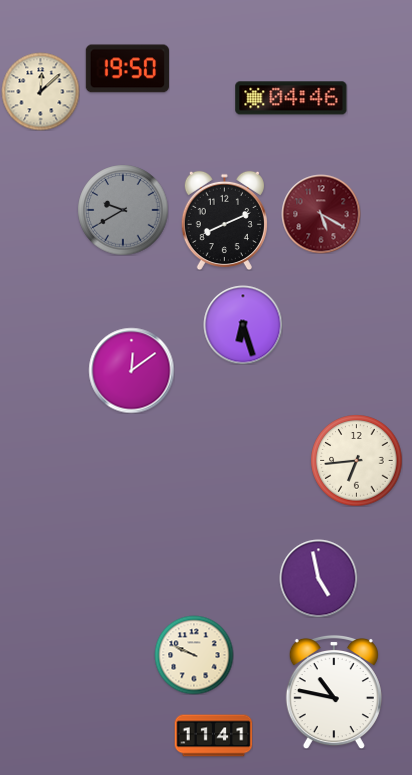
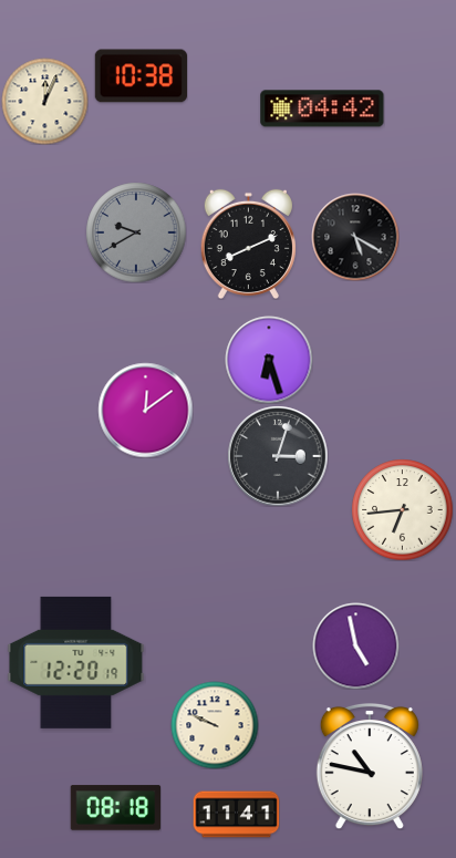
clock at (127, 69): 19:50 -> 10:38
clock at (40, 91): 12:08 -> 12:04
clock at (291, 98): 04:46 -> 04:42
clock at (321, 214) dial: burgundy -> black
clock at (278, 456): none -> 3:03
clock at (356, 460) position: (356, 460) -> (402, 509)
clock at (318, 578) position: (318, 578) -> (355, 645)
clock at (76, 662): none -> 12:20
clock at (115, 808): none -> 08:18
